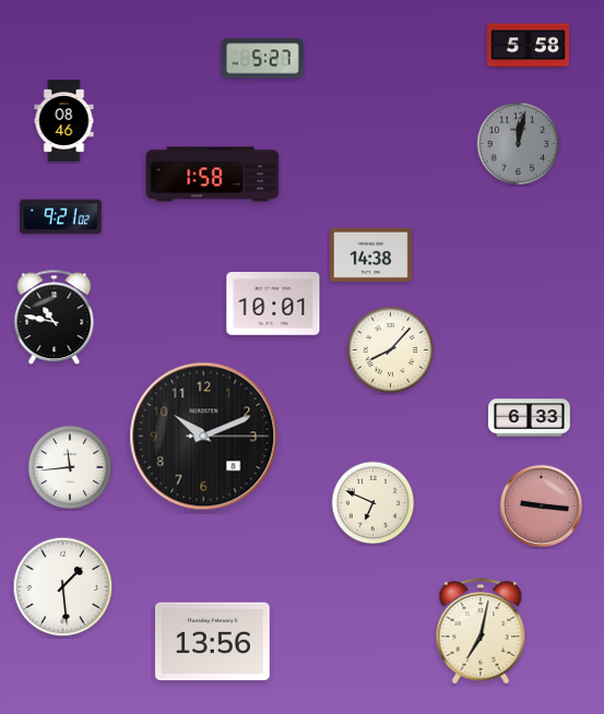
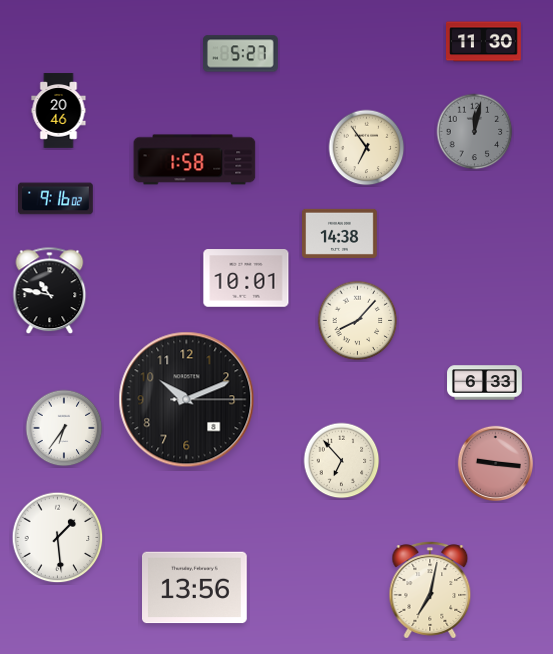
clock at (529, 46): 5:58 -> 11:30
clock at (64, 121): 08:46 -> 20:46
clock at (367, 148): none -> 6:54
clock at (61, 217): 9:21 -> 9:16
clock at (273, 304) position: (273, 304) -> (246, 278)
clock at (70, 467): 11:44 -> 6:36
clock at (374, 503): 6:49 -> 6:53
clock at (481, 631) position: (481, 631) -> (430, 590)
